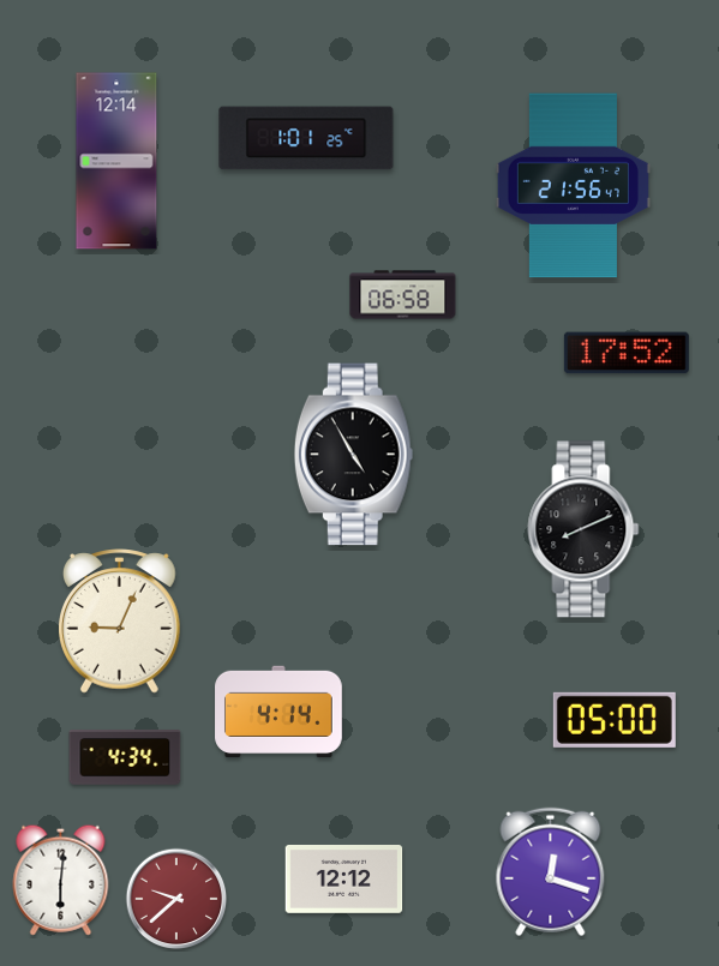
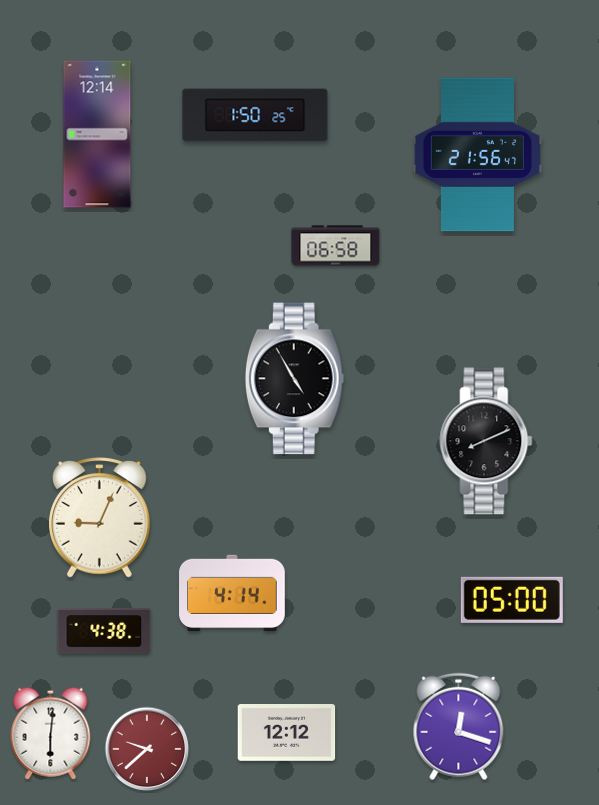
clock at (306, 138): 1:01 -> 1:50
clock at (627, 353): 17:52 -> none
clock at (125, 757): 4:34 -> 4:38
